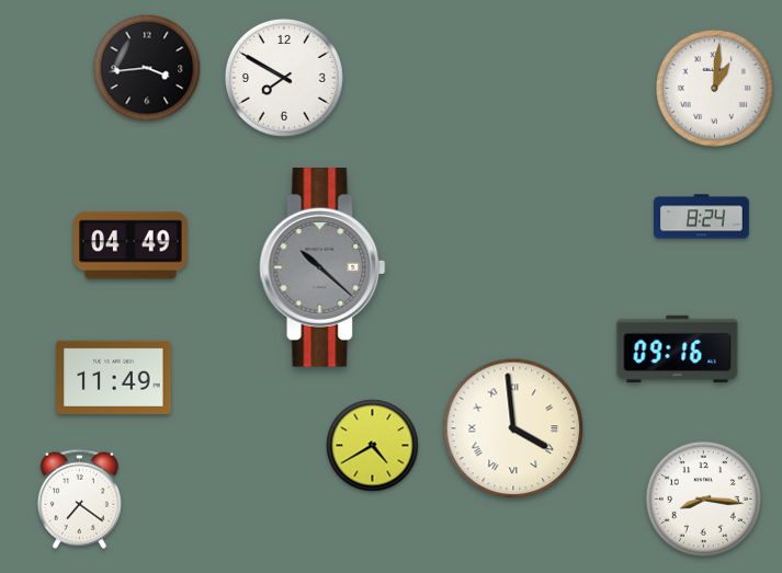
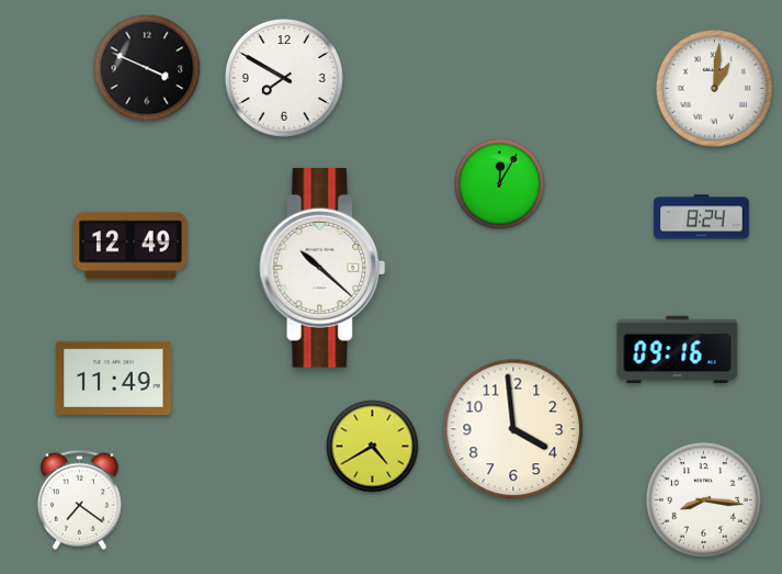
clock at (147, 68): 3:44 -> 3:49
clock at (500, 184): none -> 12:05
clock at (131, 245): 04:49 -> 12:49
clock at (322, 268) dial: grey -> white
clock at (513, 428) numerals: Roman -> Arabic
